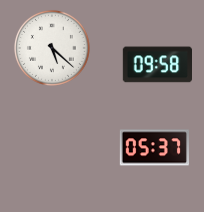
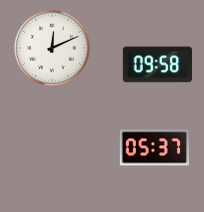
clock at (52, 48): 5:22 -> 12:11
